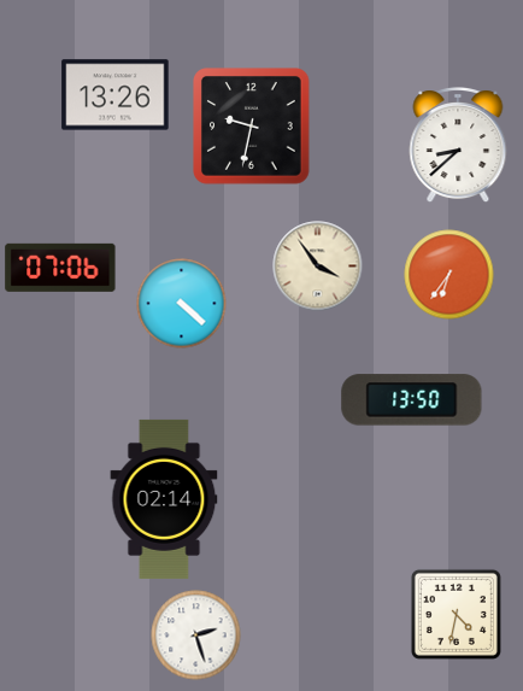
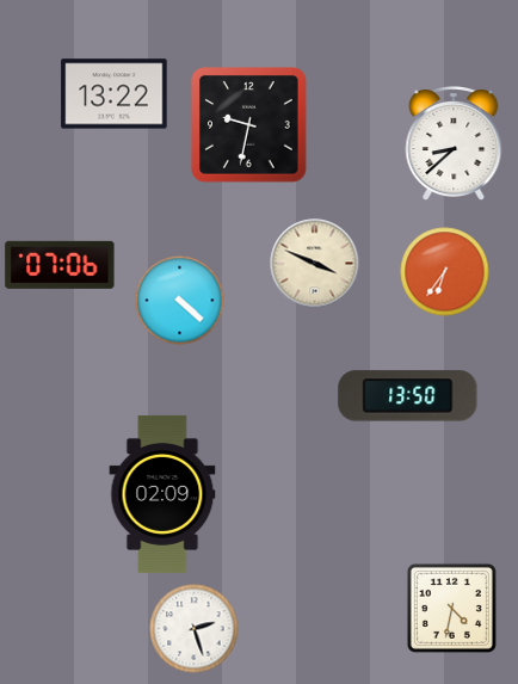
clock at (116, 95): 13:26 -> 13:22
clock at (318, 267): 3:54 -> 3:49
clock at (164, 499): 02:14 -> 02:09
